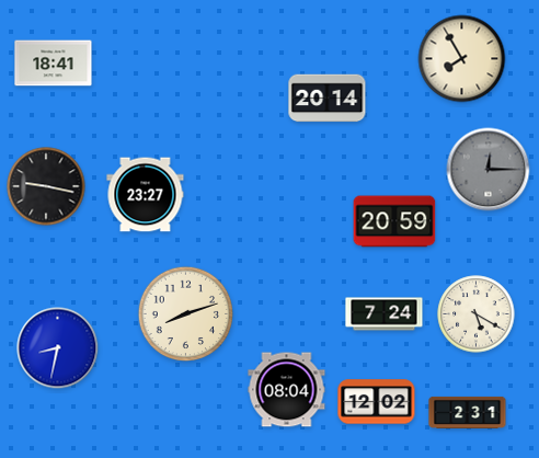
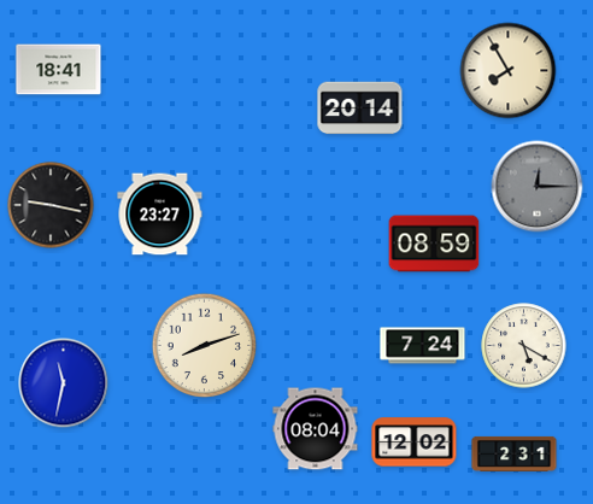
clock at (462, 59) position: (462, 59) -> (509, 71)
clock at (394, 221): 20:59 -> 08:59
clock at (58, 348): 8:32 -> 11:32
